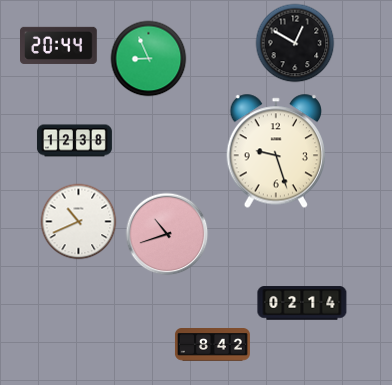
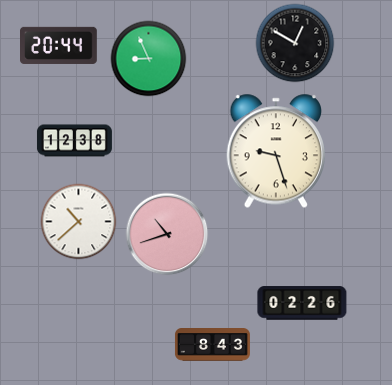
clock at (79, 222): 10:41 -> 10:38
clock at (302, 303): 02:14 -> 02:26
clock at (212, 345): 8:42 -> 8:43
